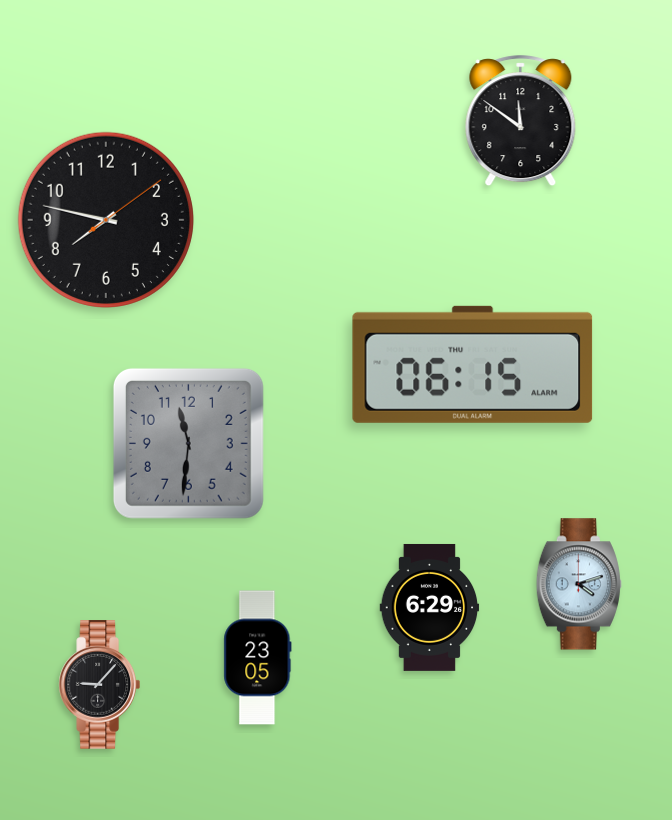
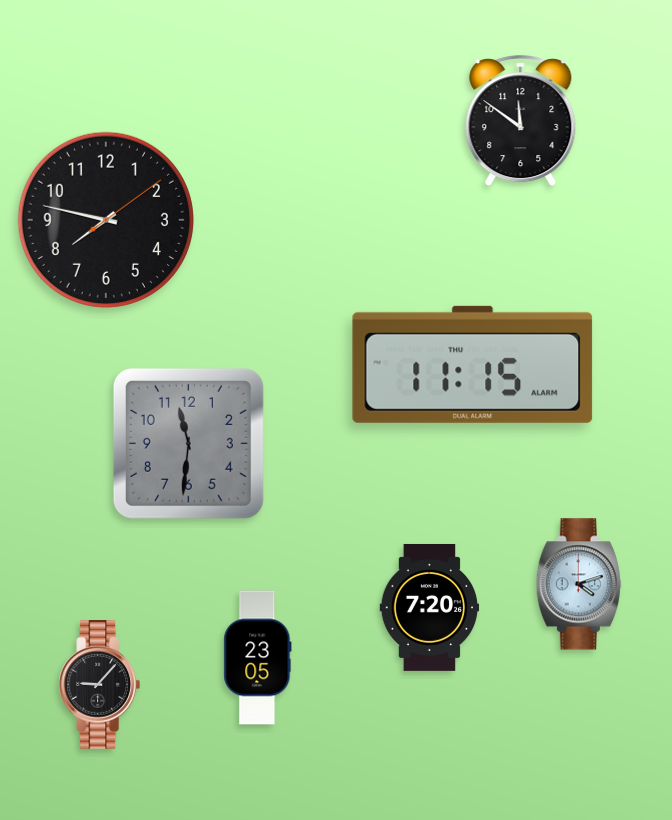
clock at (473, 364): 06:15 -> 11:15
clock at (430, 607): 6:29 -> 7:20
